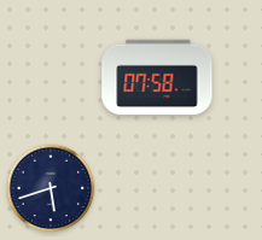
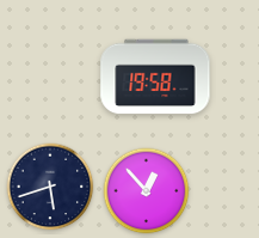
clock at (157, 77): 07:58 -> 19:58
clock at (147, 191): none -> 12:53
